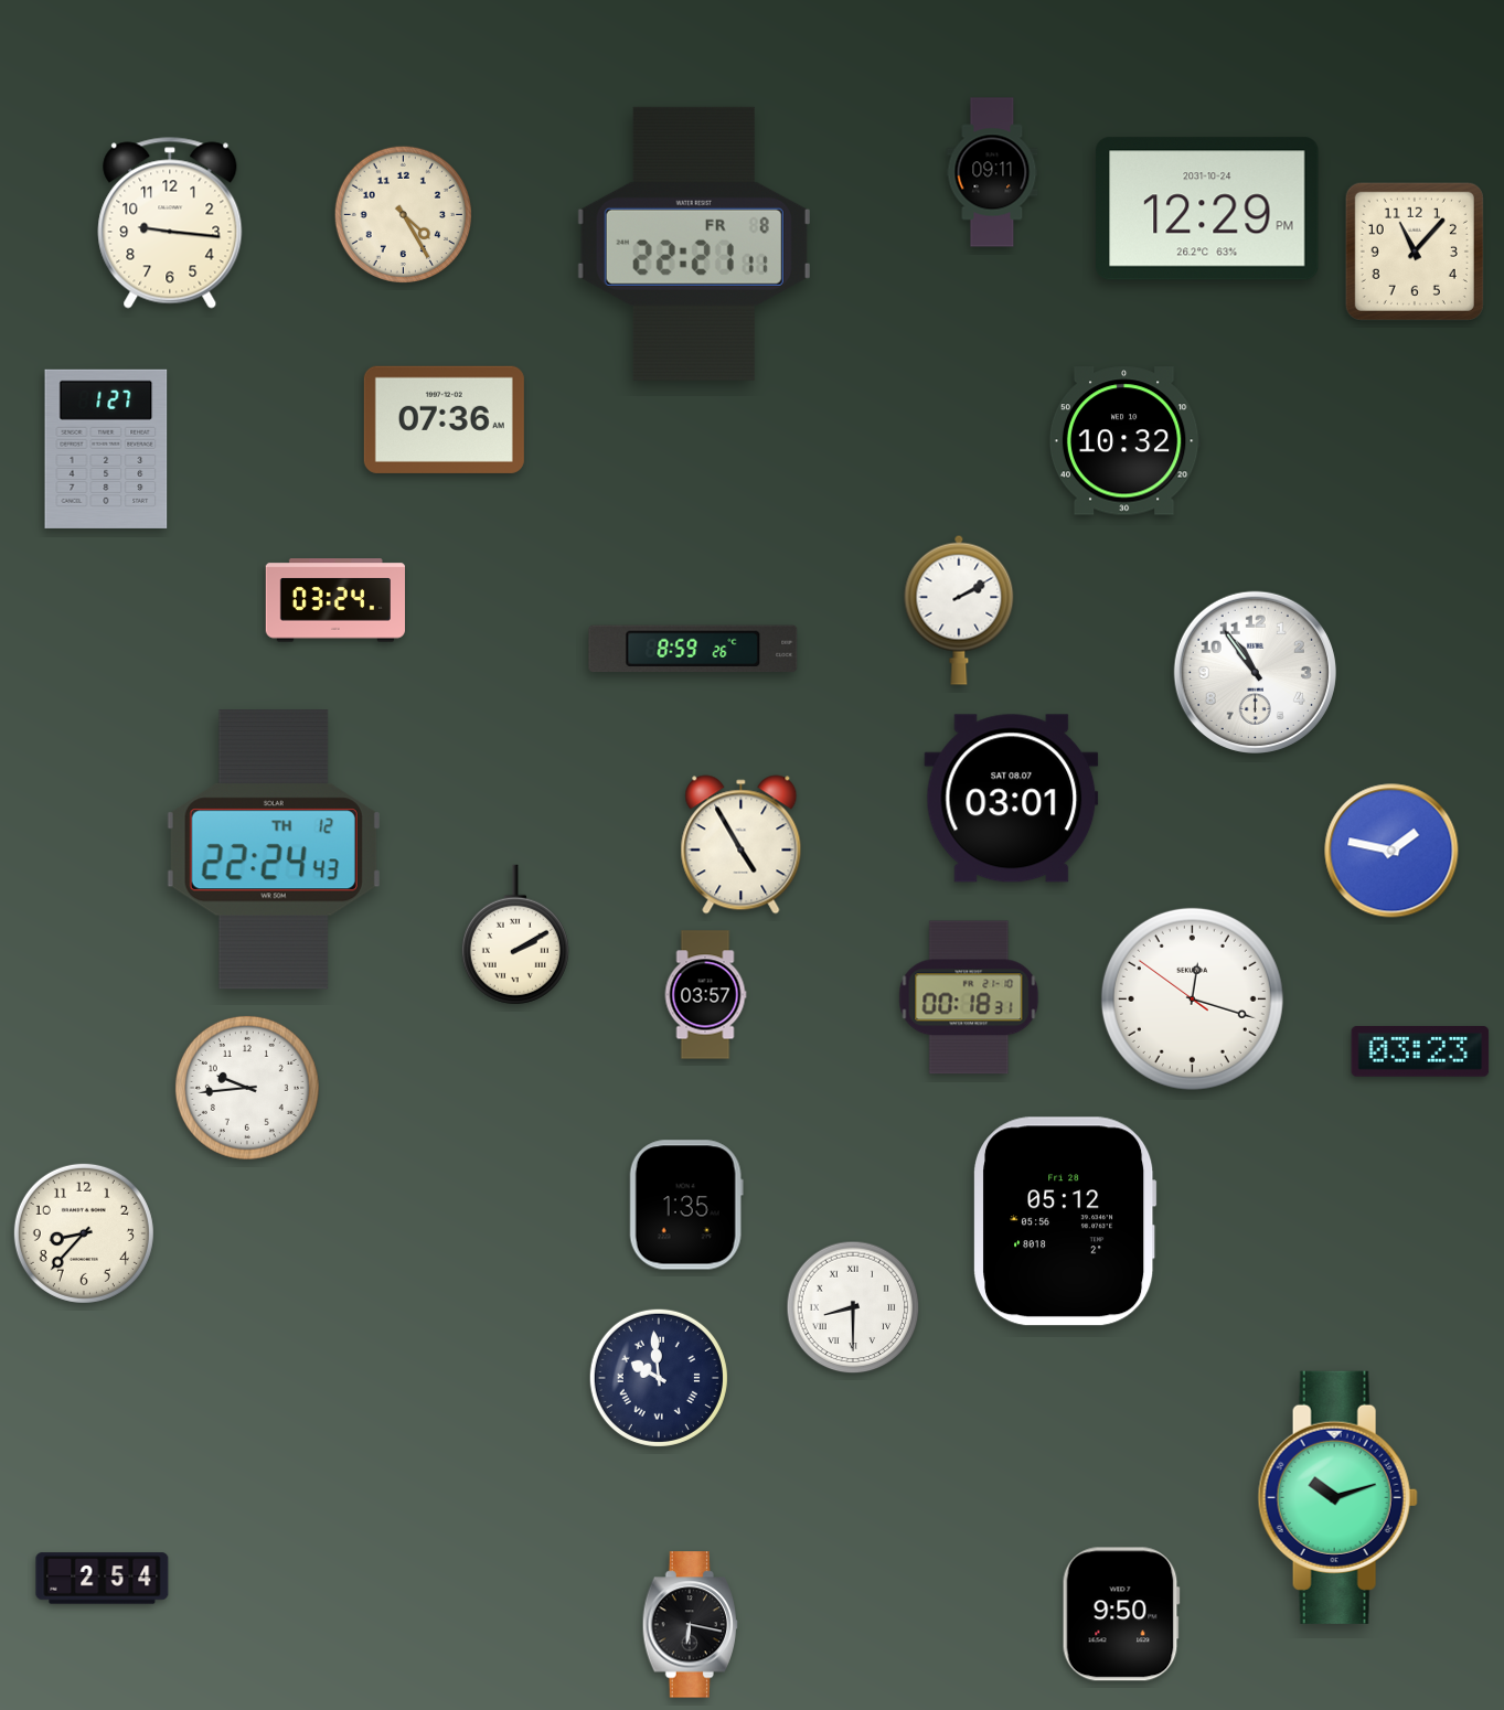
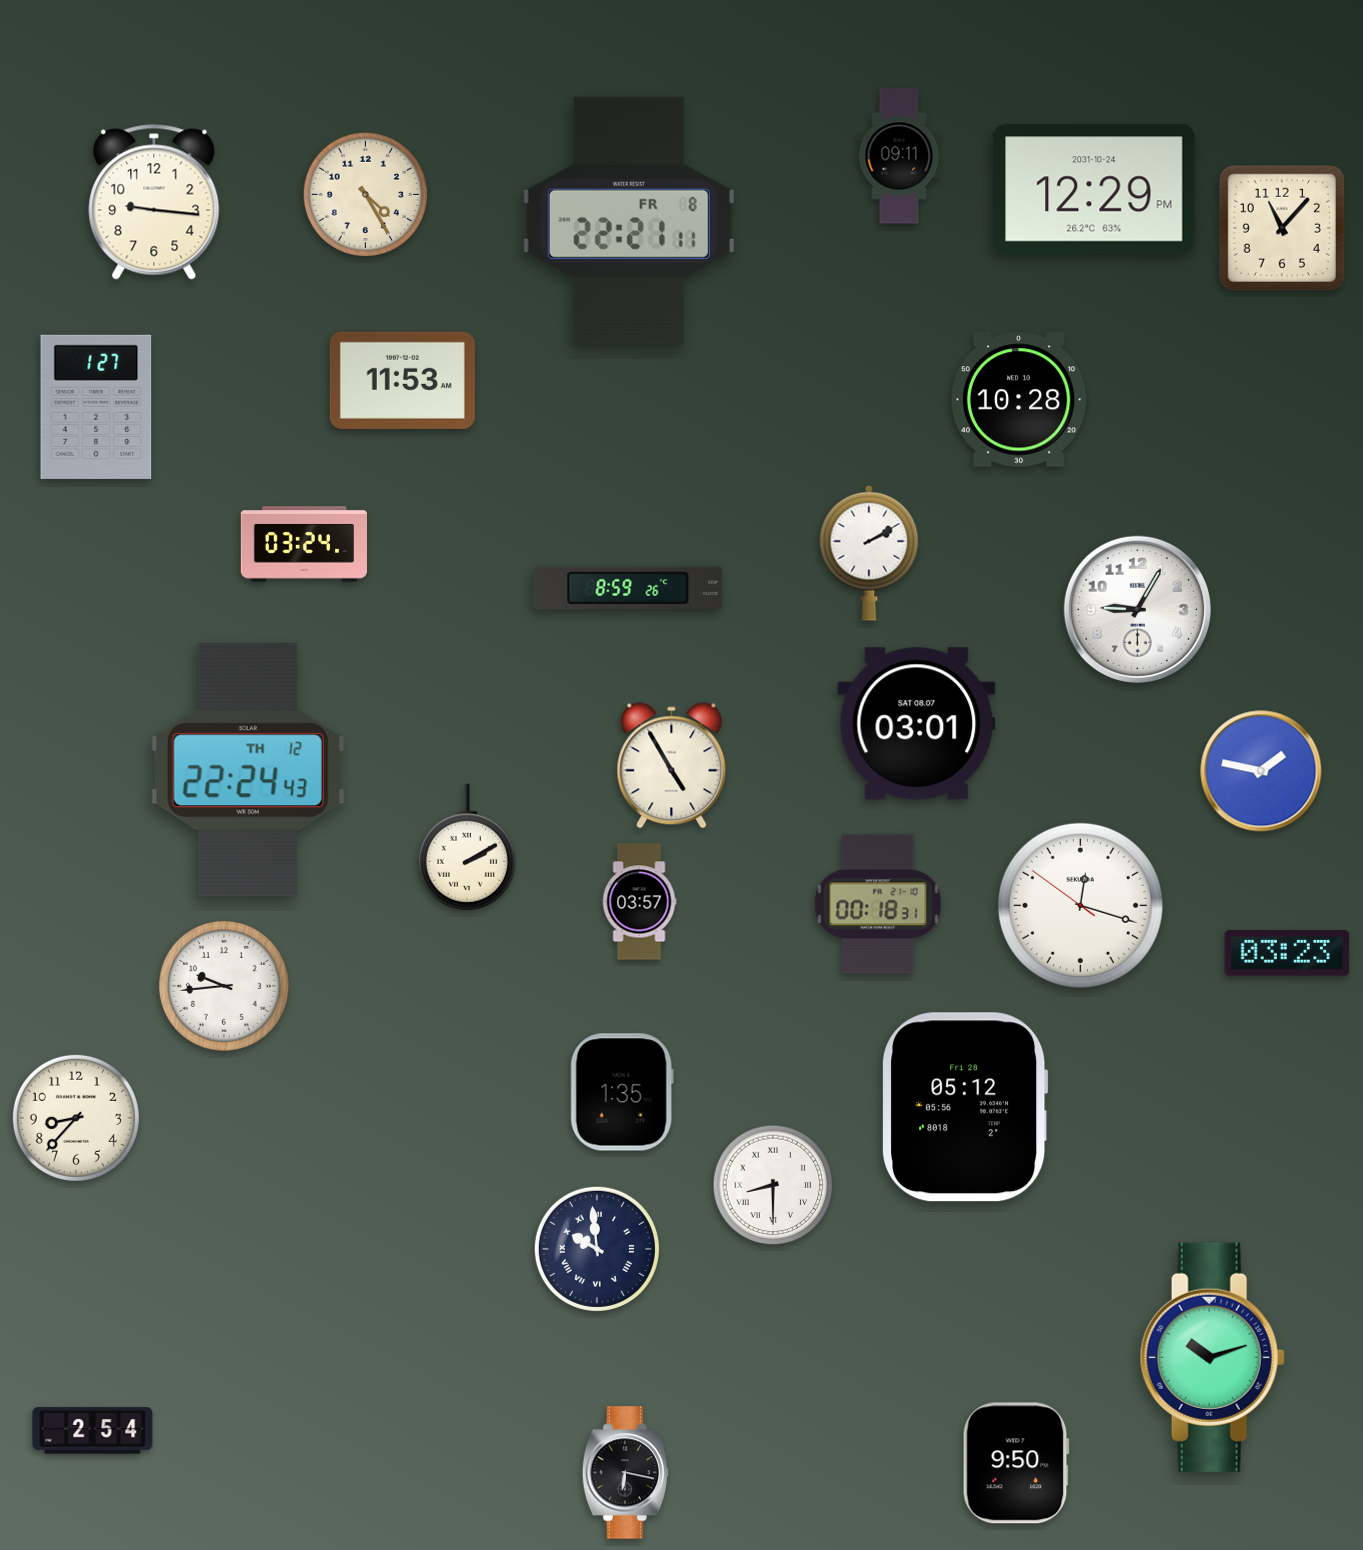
clock at (444, 419): 07:36 -> 11:53
clock at (1124, 441): 10:32 -> 10:28
clock at (1255, 672): 10:54 -> 9:05
